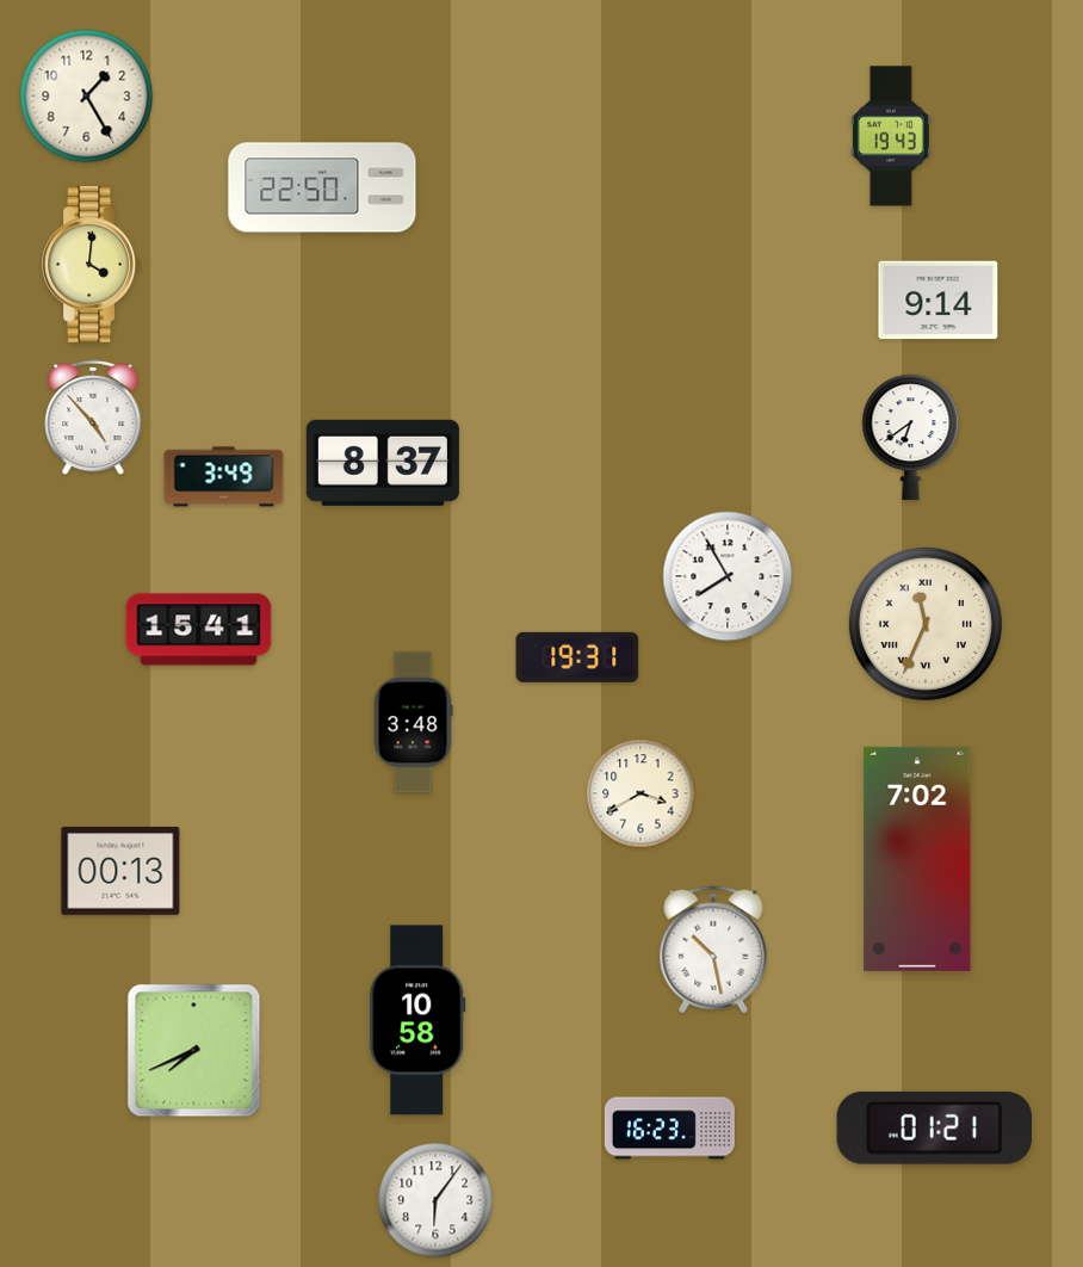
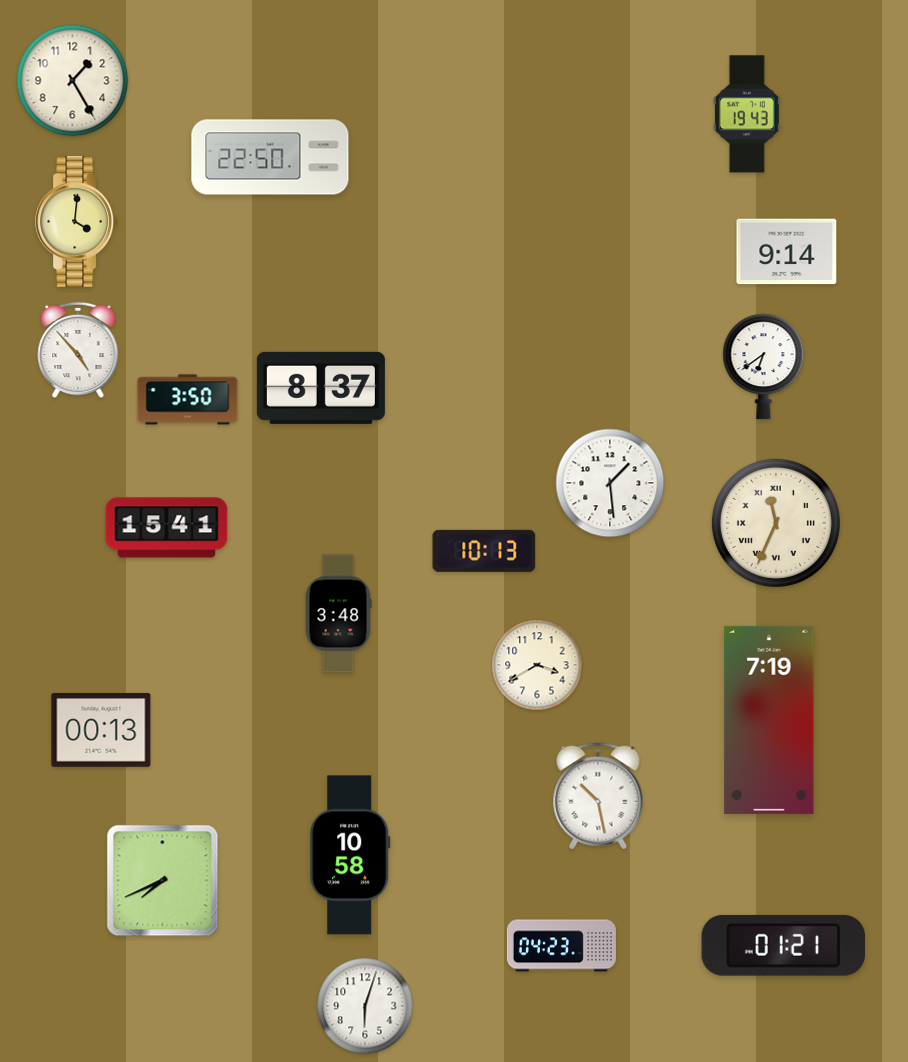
clock at (224, 477): 3:49 -> 3:50
clock at (728, 576): 7:55 -> 1:29
clock at (577, 657): 19:31 -> 10:13
clock at (413, 723) position: (413, 723) -> (338, 614)
clock at (917, 859): 7:02 -> 7:19
clock at (669, 1129): 16:23 -> 04:23
clock at (435, 1200): 6:06 -> 6:03
